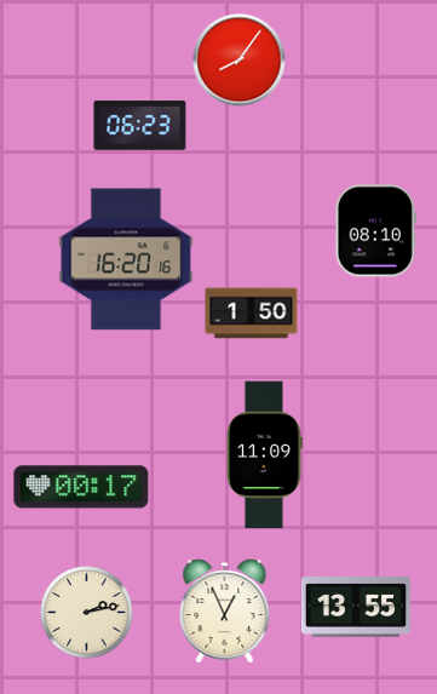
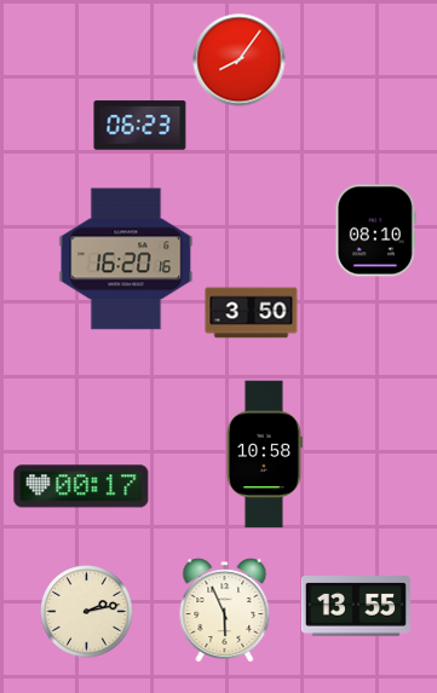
clock at (252, 314): 1:50 -> 3:50
clock at (264, 455): 11:09 -> 10:58
clock at (225, 612): 12:56 -> 5:56
